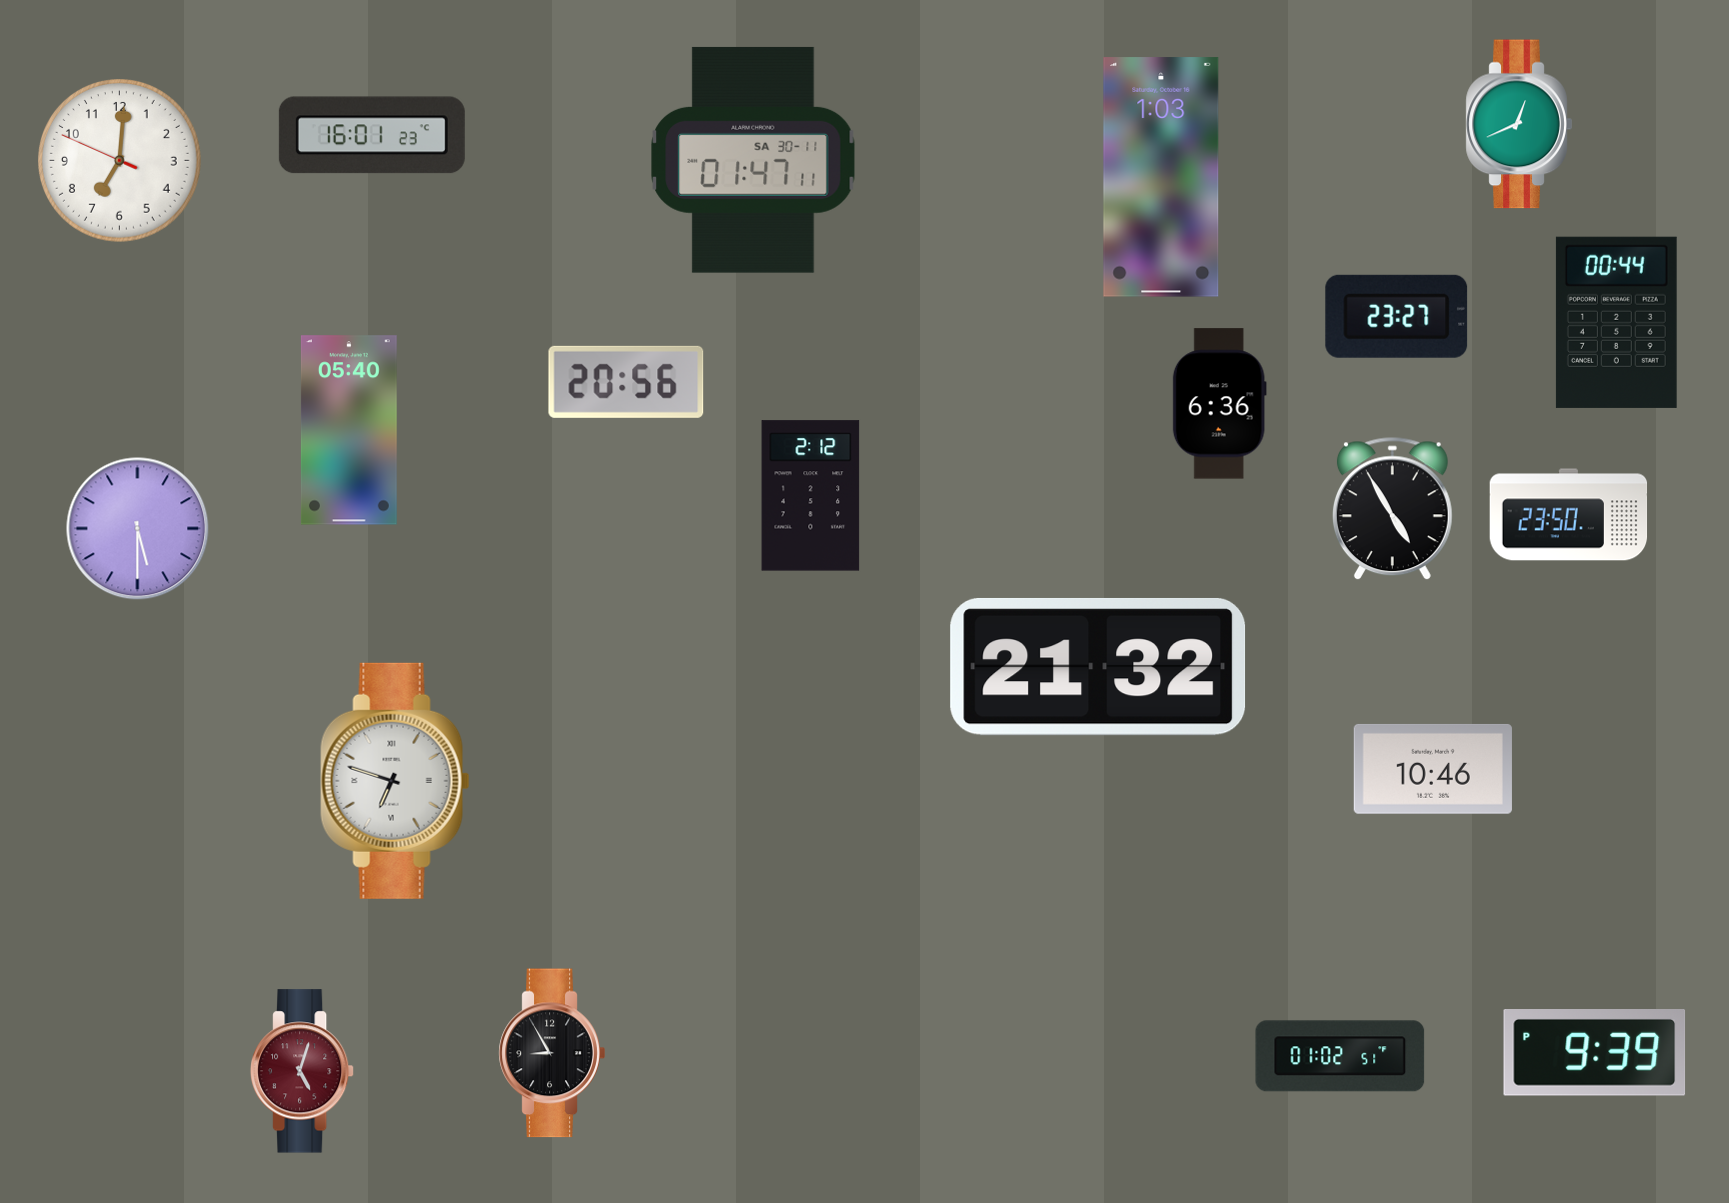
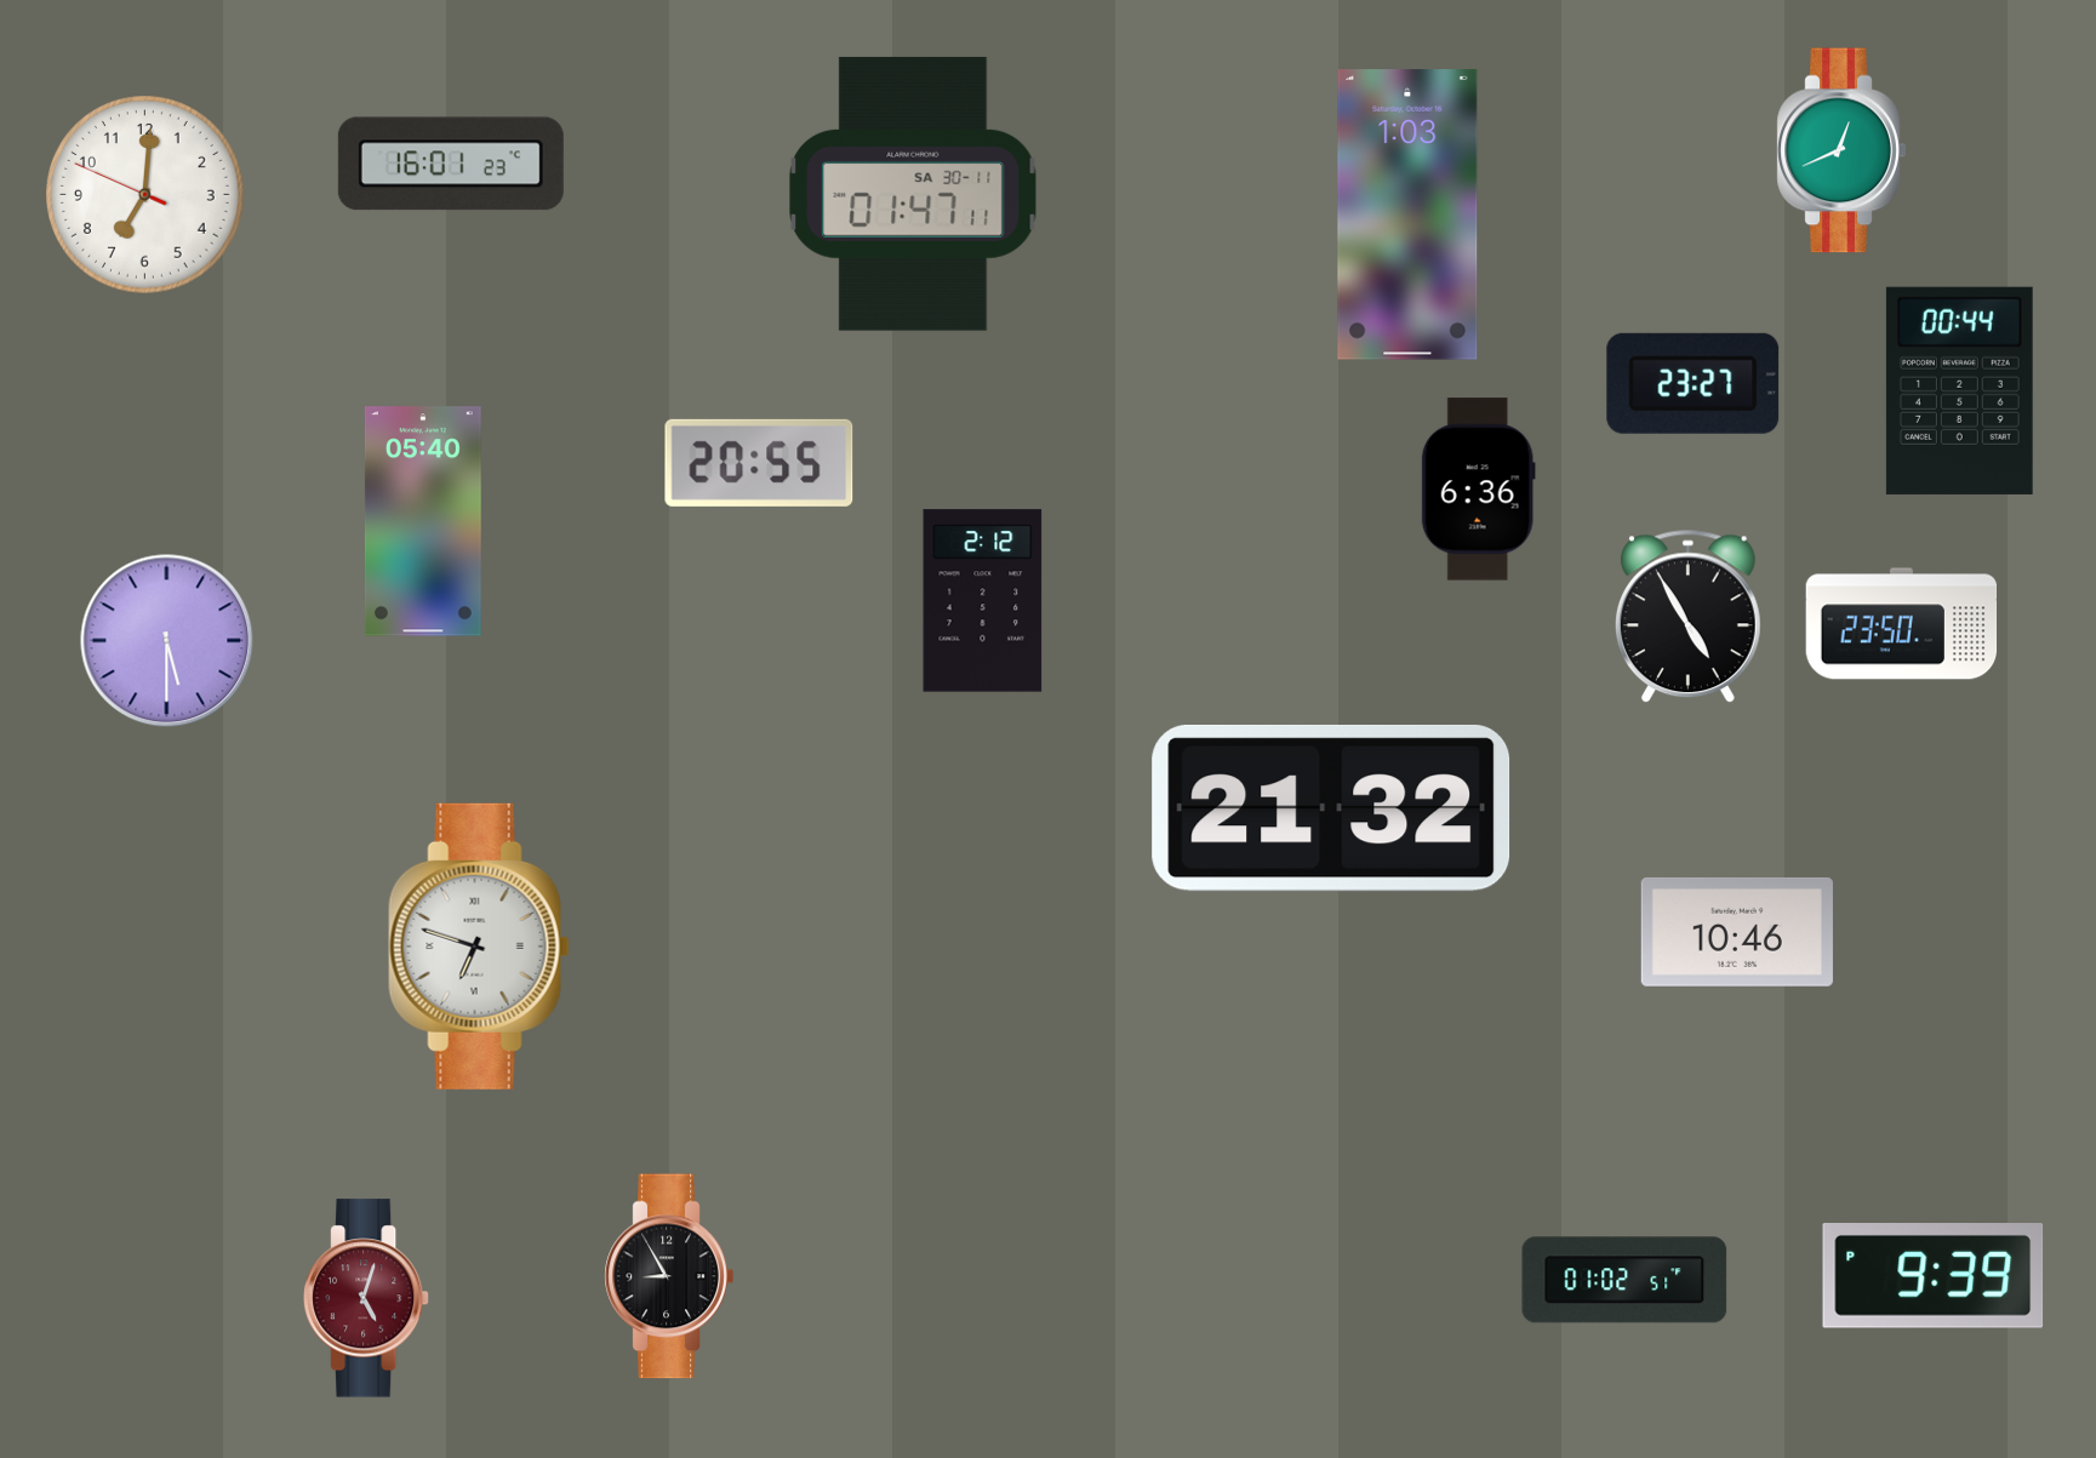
clock at (626, 382): 20:56 -> 20:55
